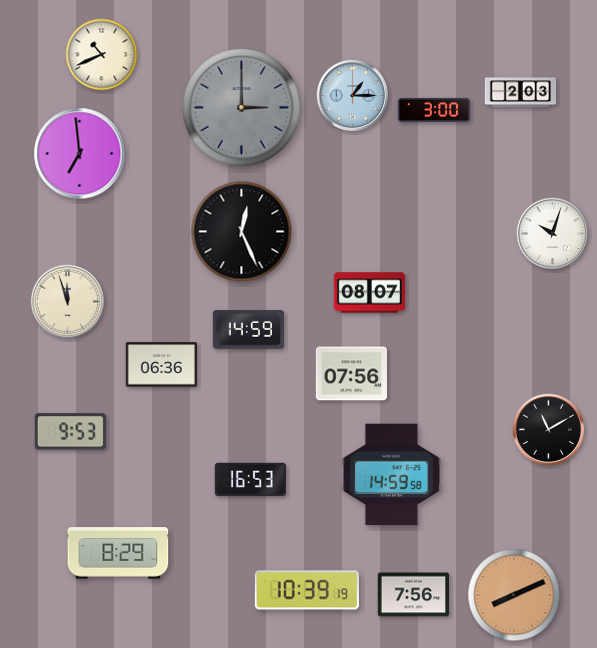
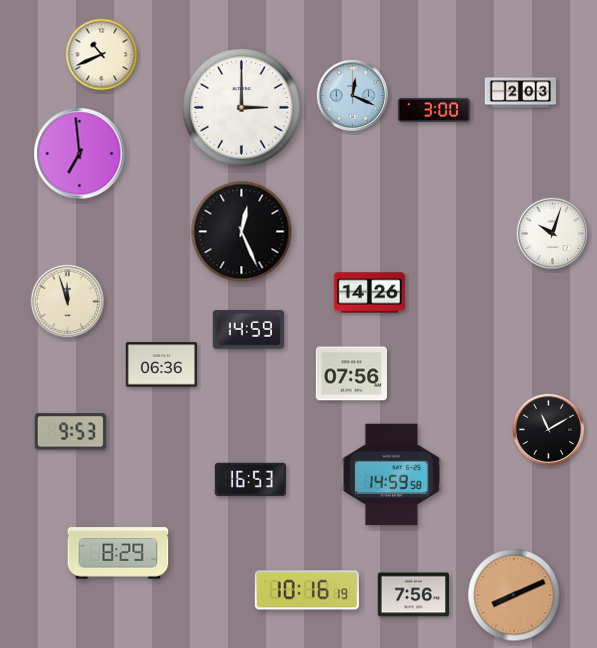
clock at (353, 96): 1:15 -> 12:19
clock at (242, 108) dial: grey -> white
clock at (370, 293): 08:07 -> 14:26
clock at (307, 590): 10:39 -> 10:16
